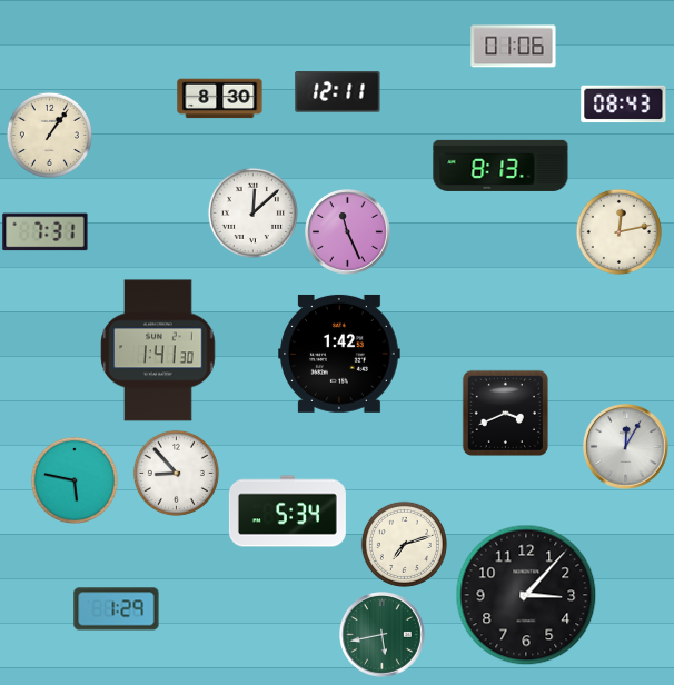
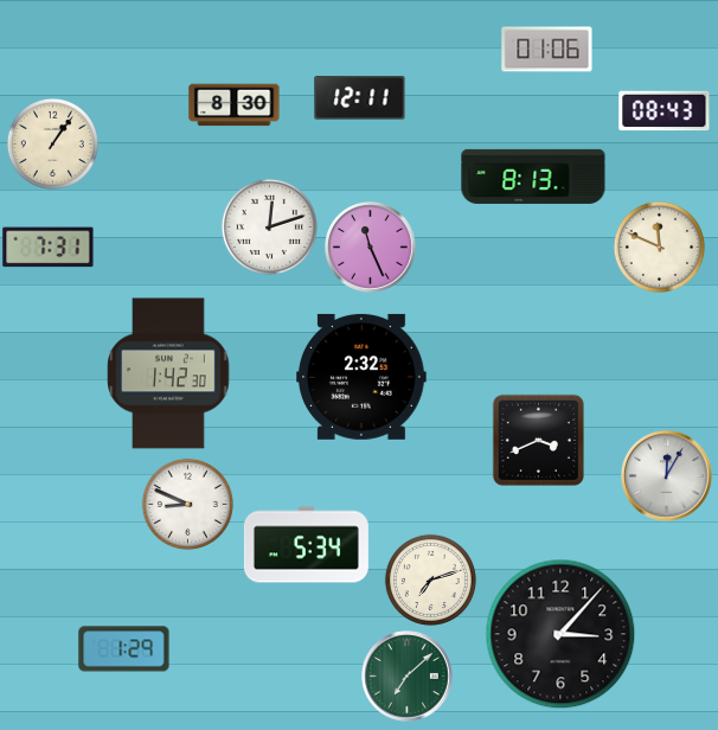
clock at (252, 212): 12:08 -> 12:12
clock at (618, 231): 12:13 -> 11:49
clock at (158, 350): 1:41 -> 1:42
clock at (339, 354): 1:42 -> 2:32
clock at (176, 473): 8:53 -> 8:49
clock at (75, 480): 5:47 -> none
clock at (383, 635): 5:43 -> 7:08
